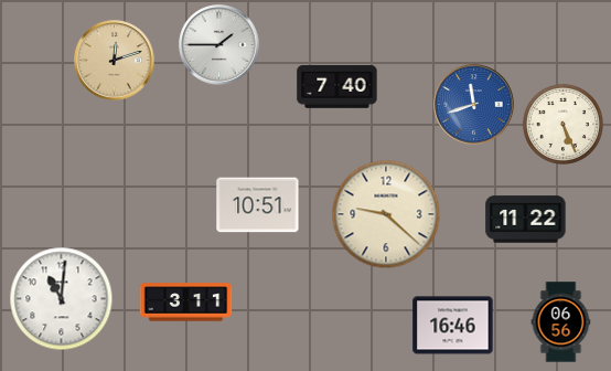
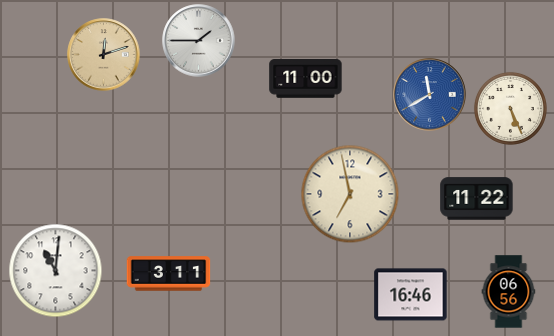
clock at (337, 87): 7:40 -> 11:00
clock at (474, 105): 11:42 -> 11:40
clock at (562, 124) position: (562, 124) -> (510, 108)
clock at (258, 205): 10:51 -> none
clock at (386, 214): 9:22 -> 6:58
